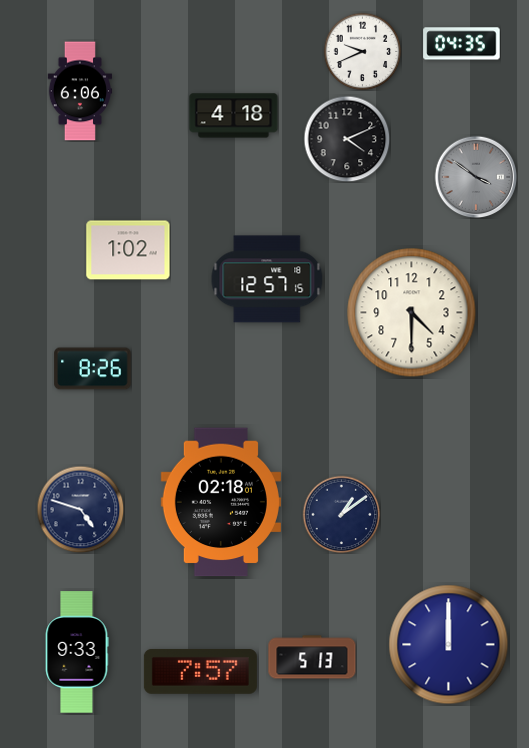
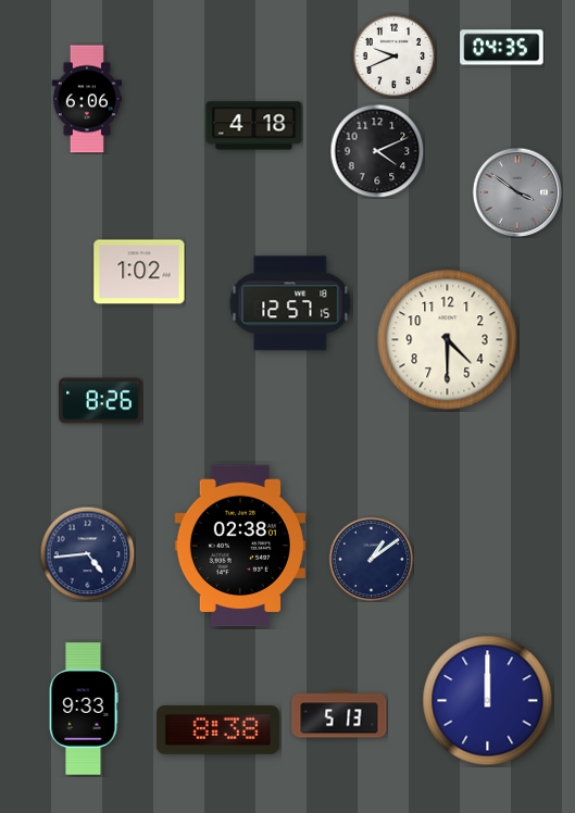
clock at (221, 502): 02:18 -> 02:38
clock at (80, 509): 4:48 -> 4:44
clock at (200, 671): 7:57 -> 8:38
